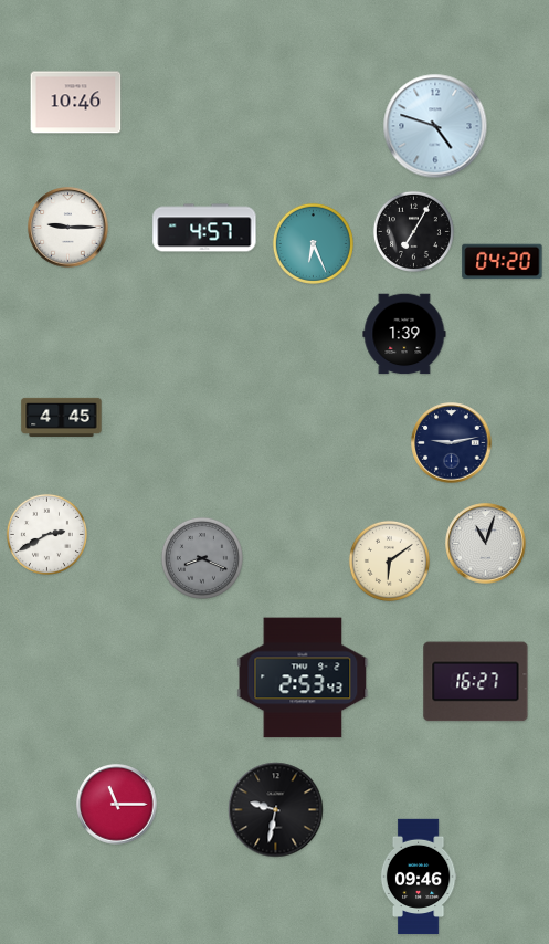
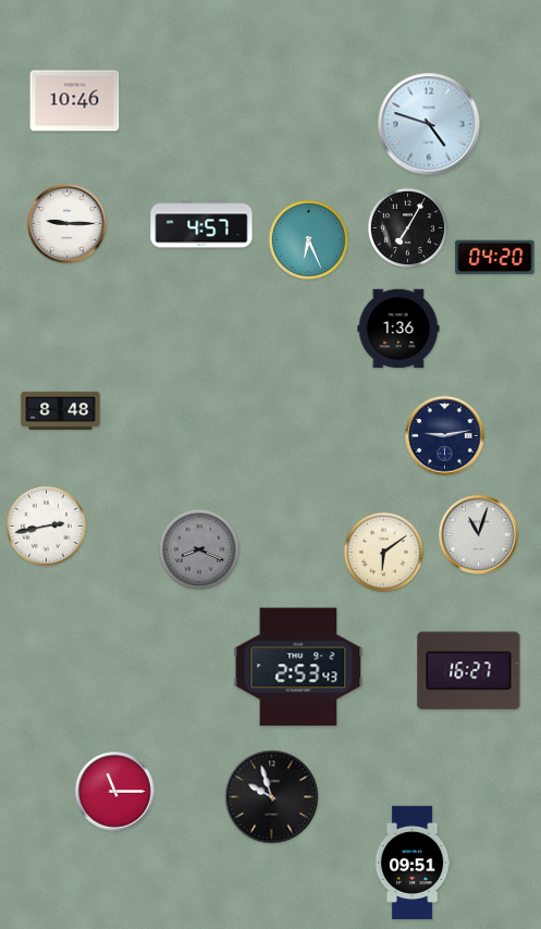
clock at (404, 334): 1:39 -> 1:36
clock at (62, 417): 4:45 -> 8:48
clock at (46, 534): 2:40 -> 2:43
clock at (276, 810): 9:32 -> 9:57
clock at (419, 877): 09:46 -> 09:51
